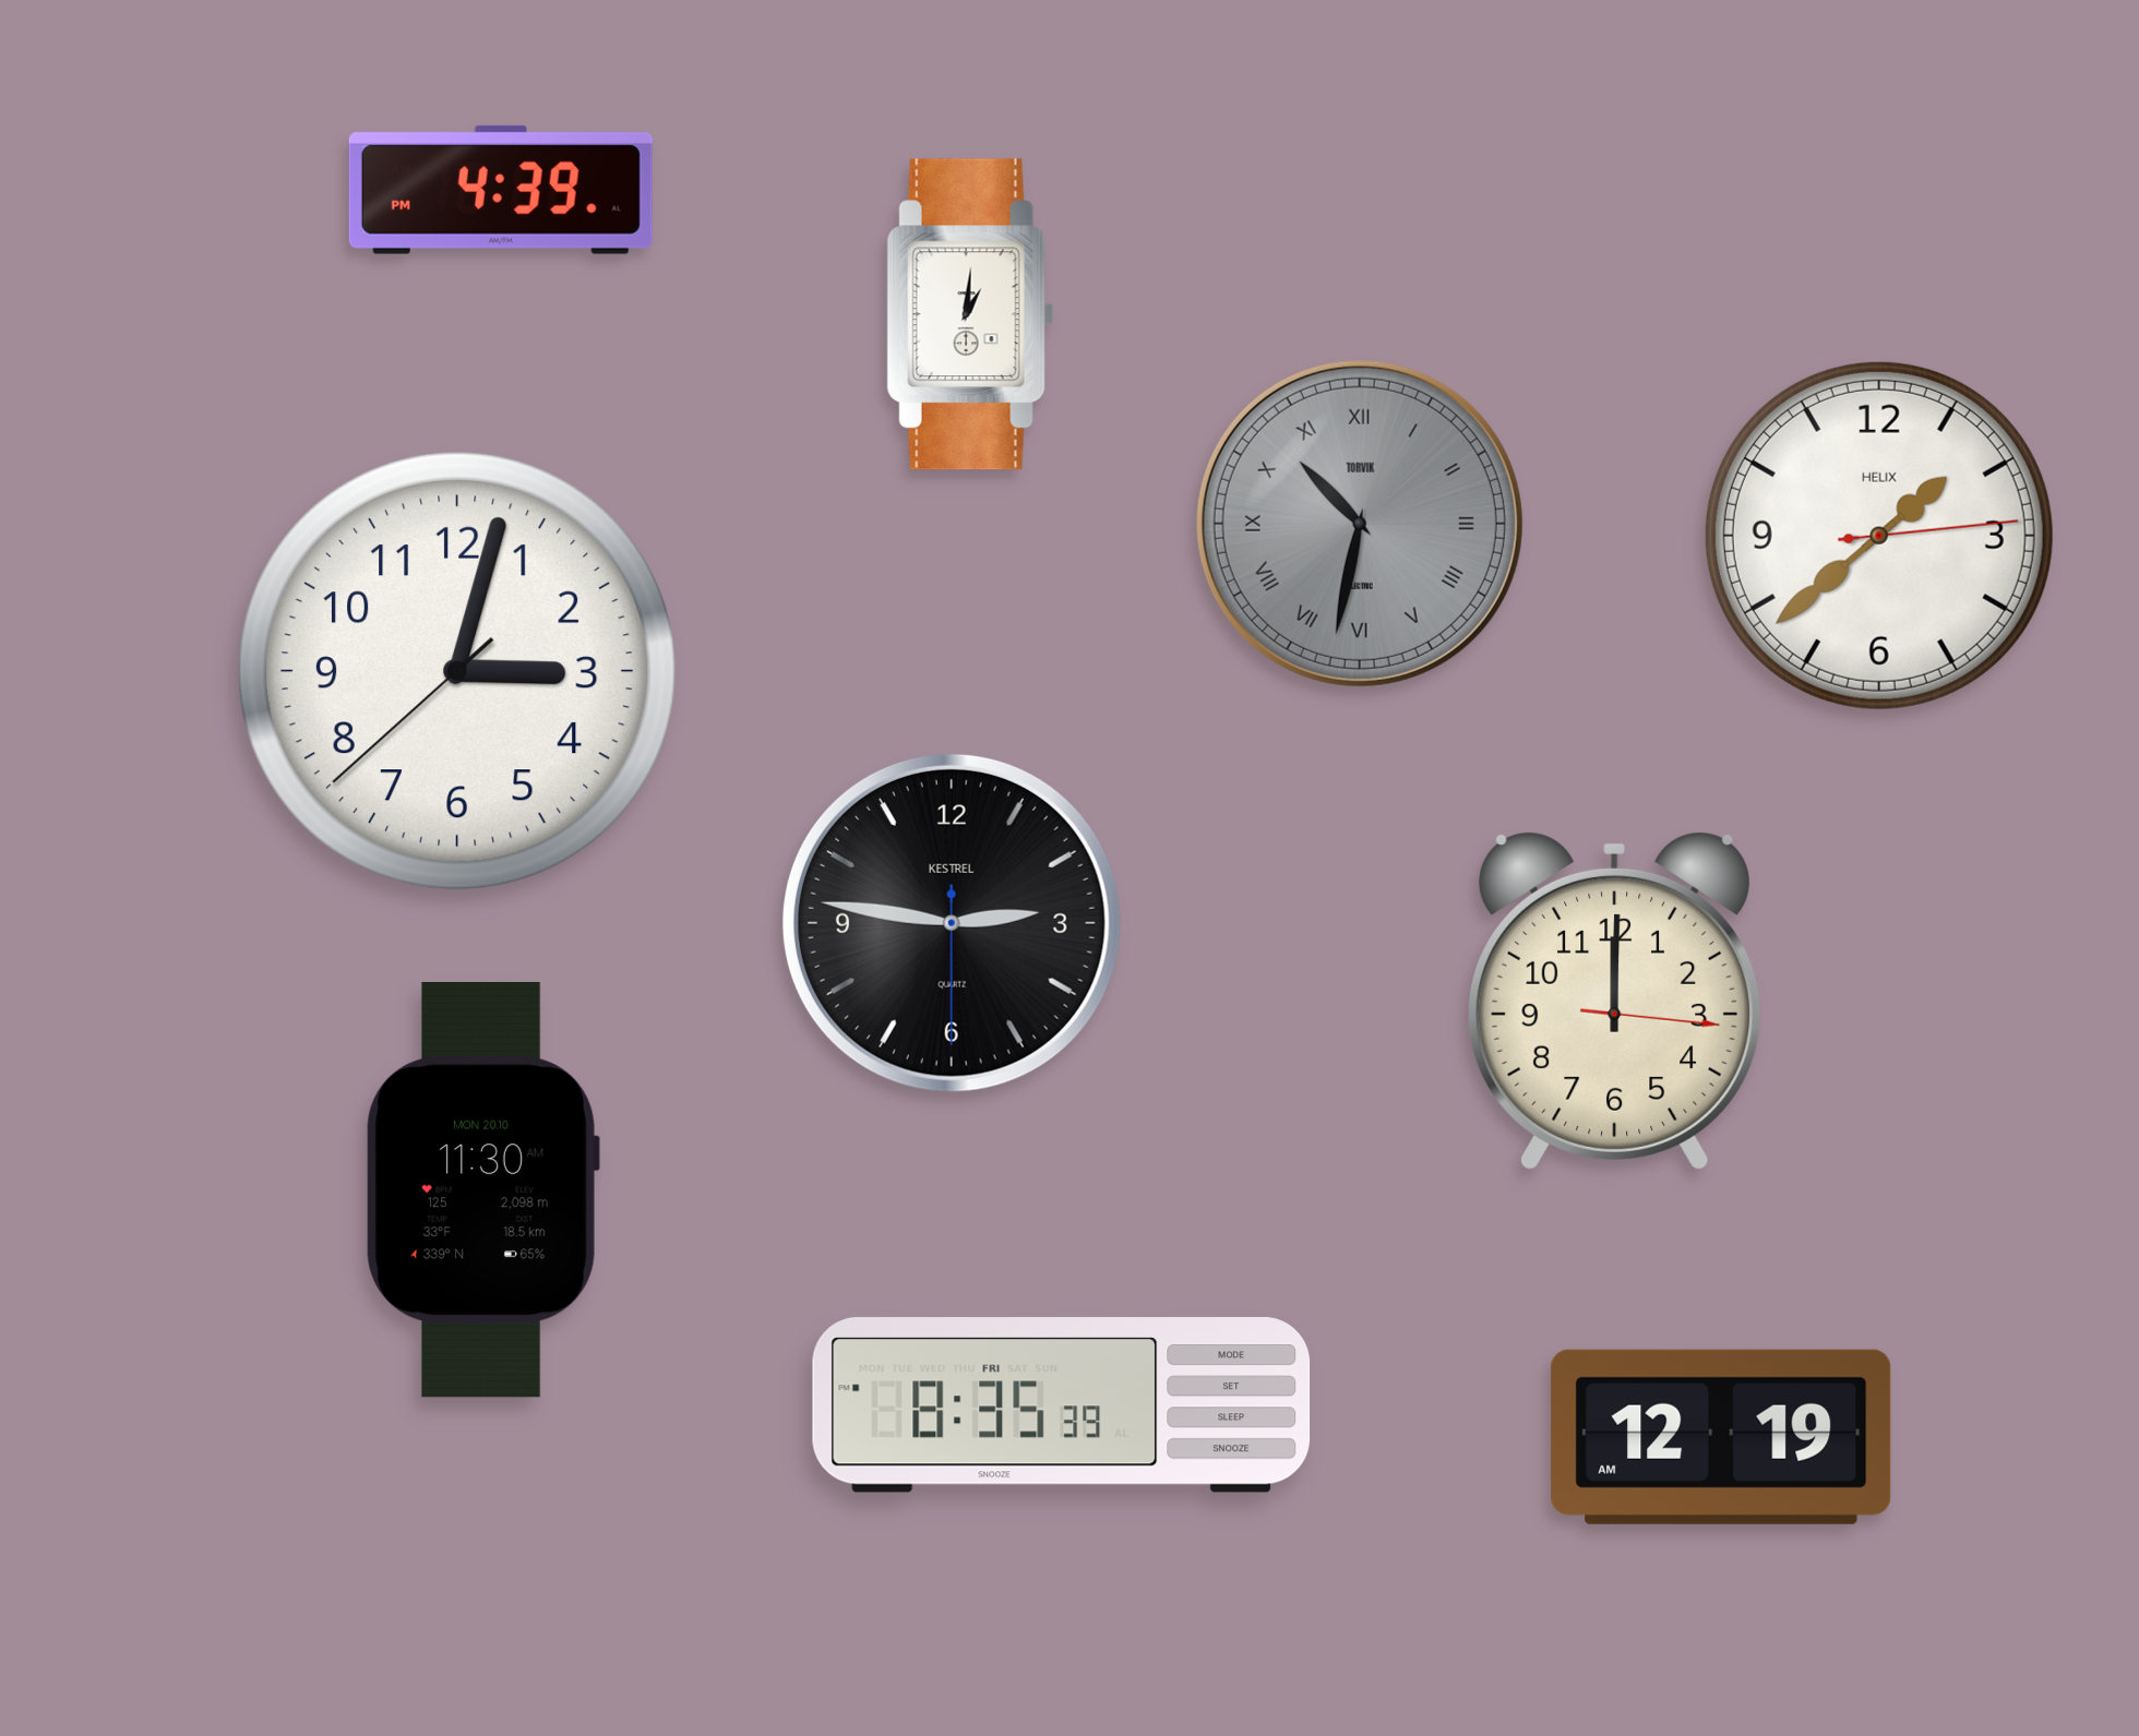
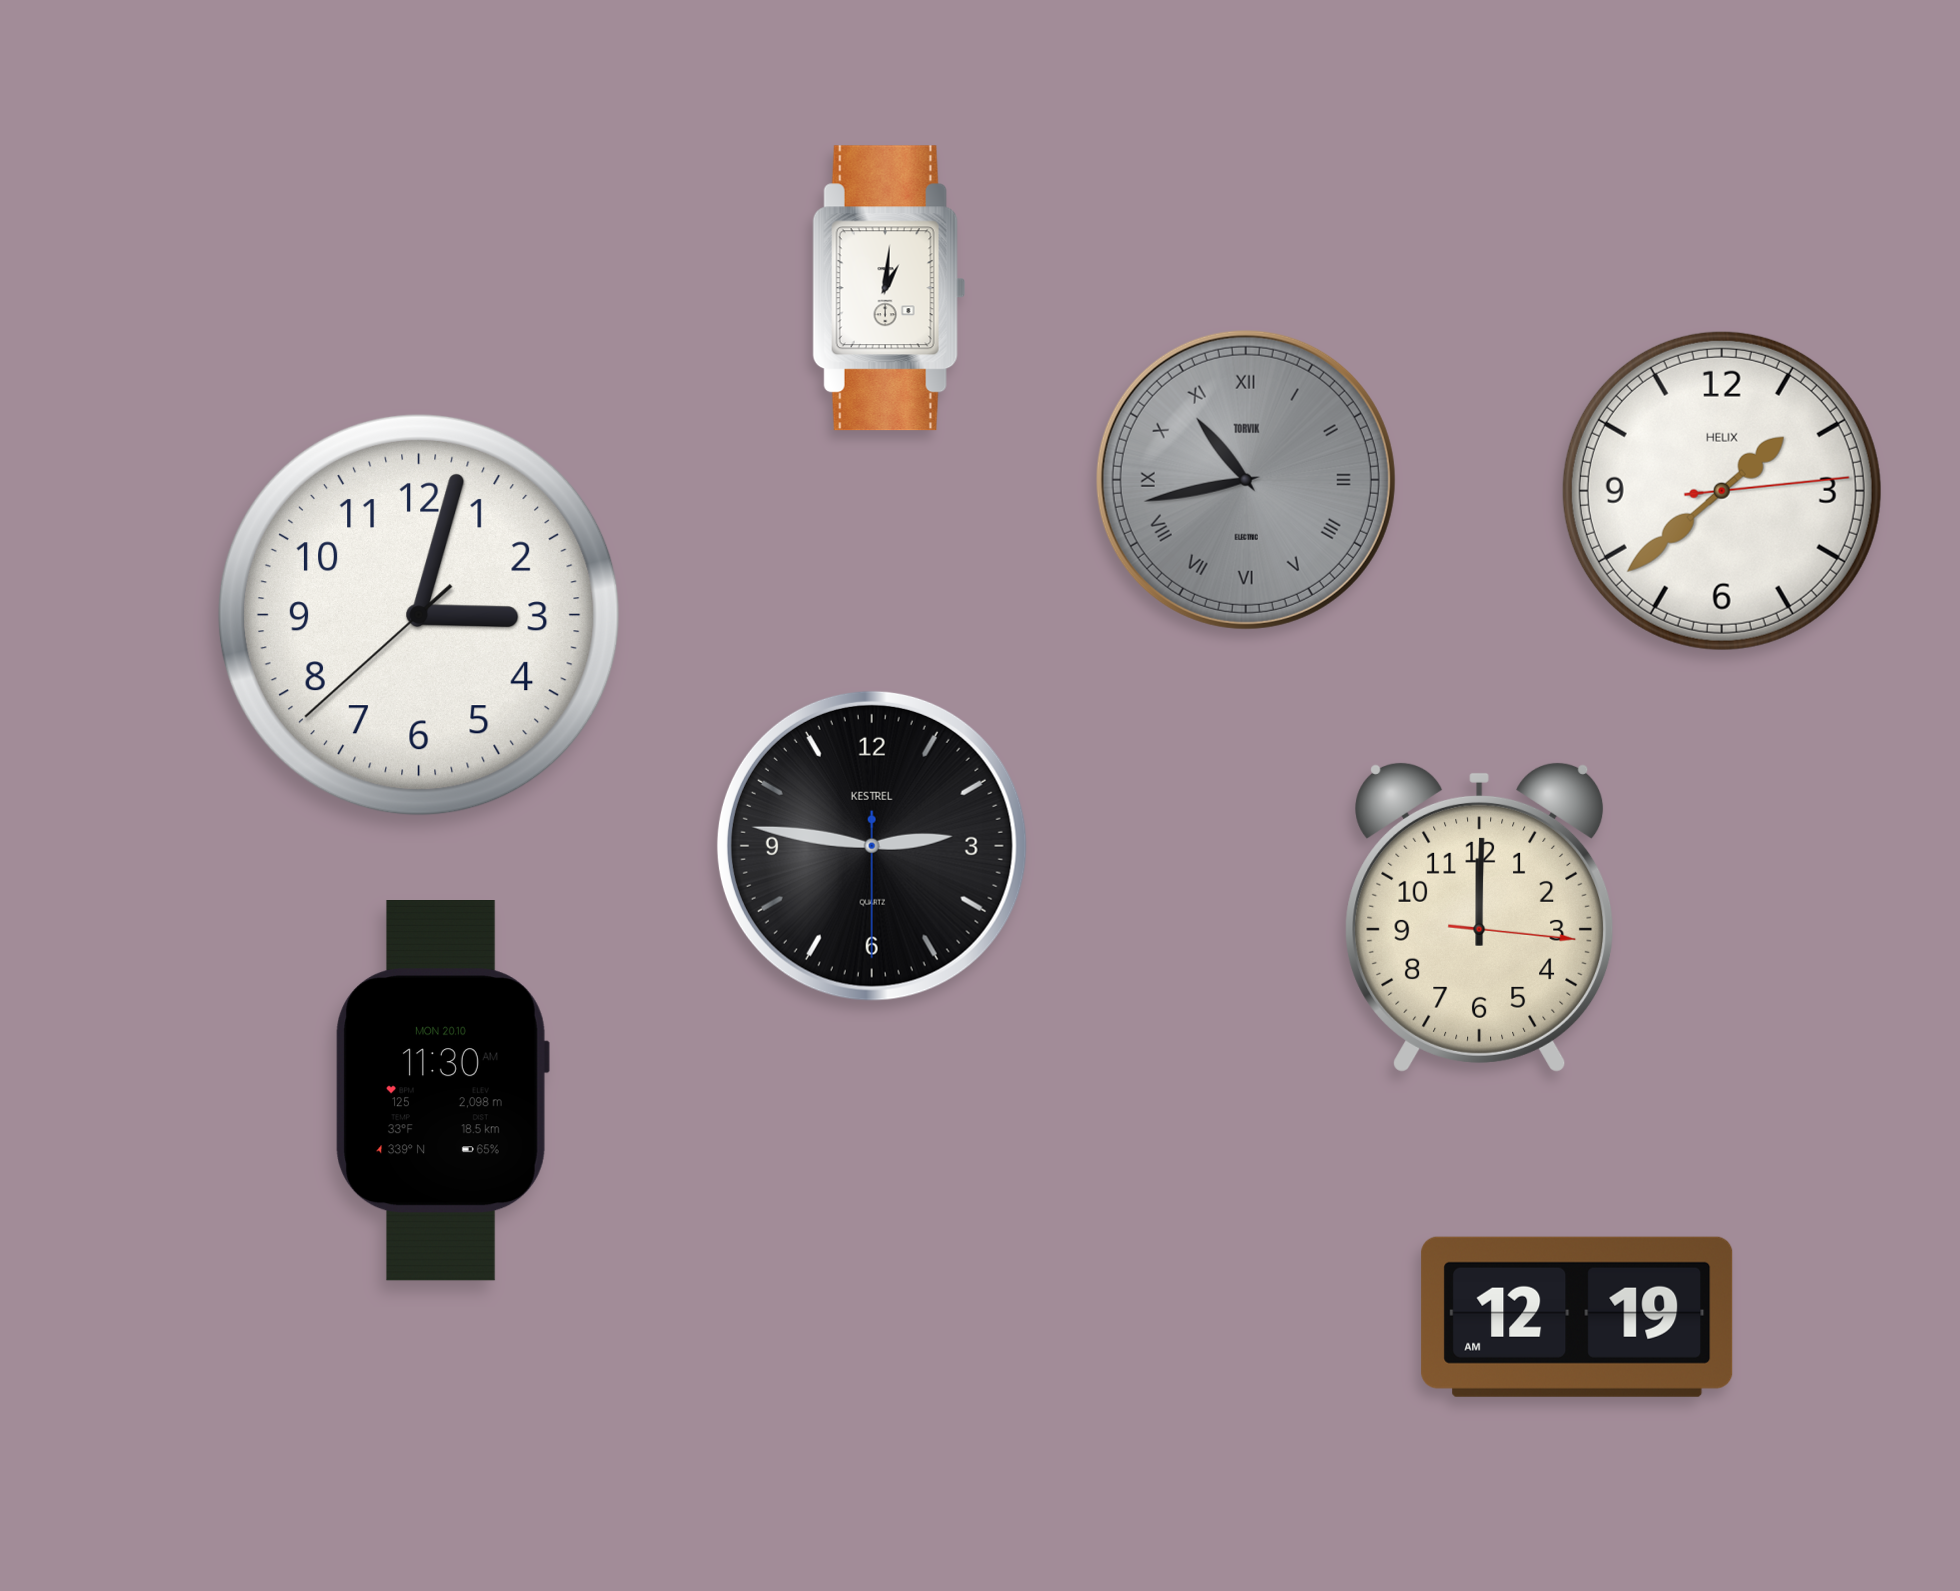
clock at (501, 190): 4:39 -> none
clock at (1360, 524): 10:32 -> 10:43
clock at (1062, 1405): 8:35 -> none
